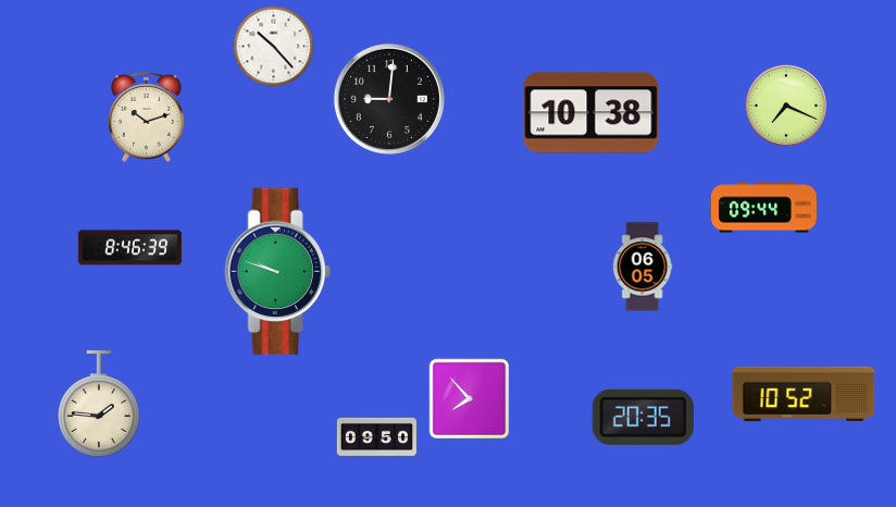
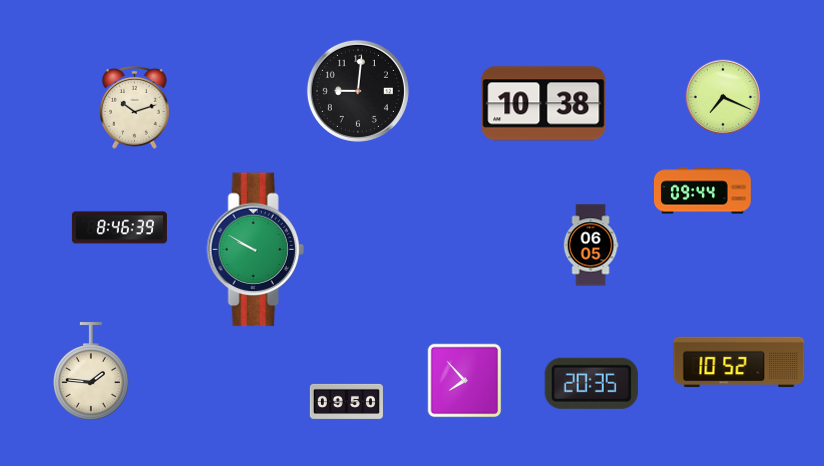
clock at (274, 47): 10:23 -> none
clock at (277, 272): 9:48 -> 9:50
clock at (470, 399) position: (470, 399) -> (465, 381)
